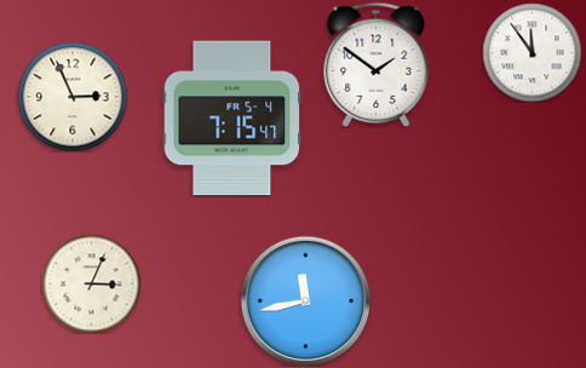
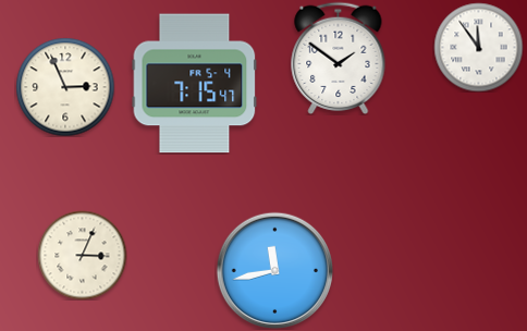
clock at (232, 119) position: (232, 119) -> (195, 84)
